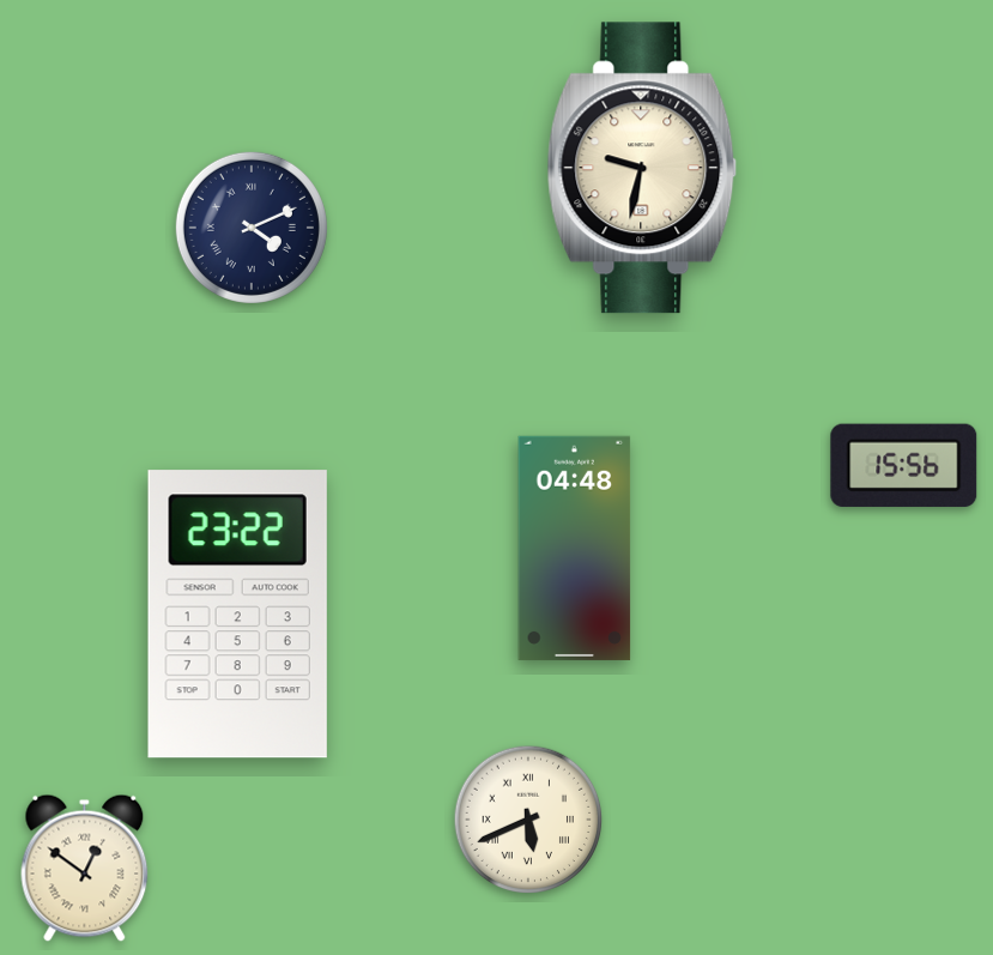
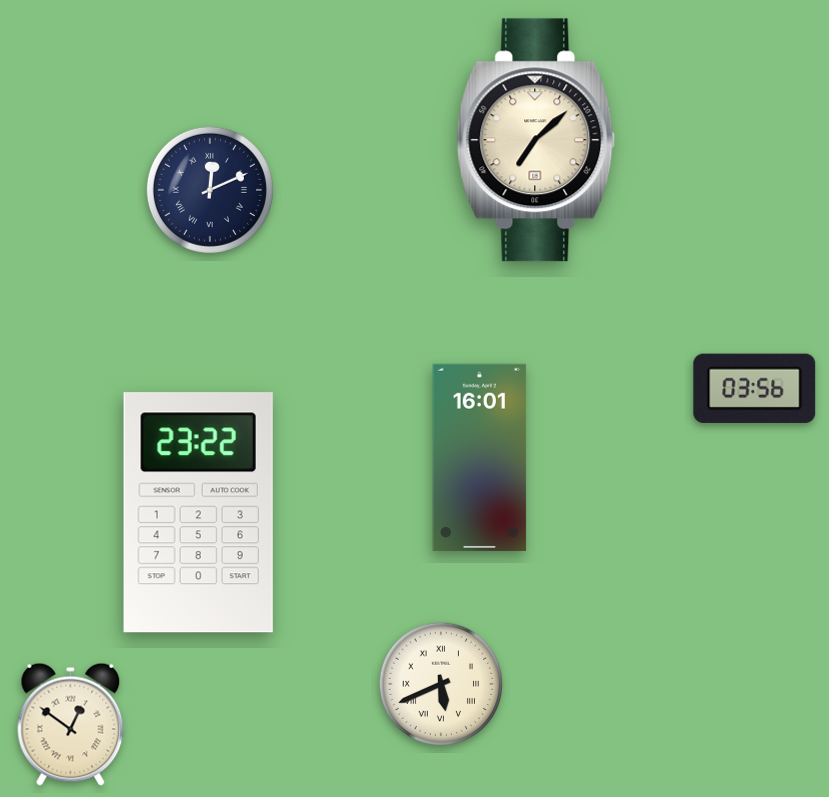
clock at (642, 168): 9:32 -> 7:08
clock at (252, 228): 4:11 -> 12:11
clock at (904, 465): 15:56 -> 03:56
clock at (575, 548): 04:48 -> 16:01
